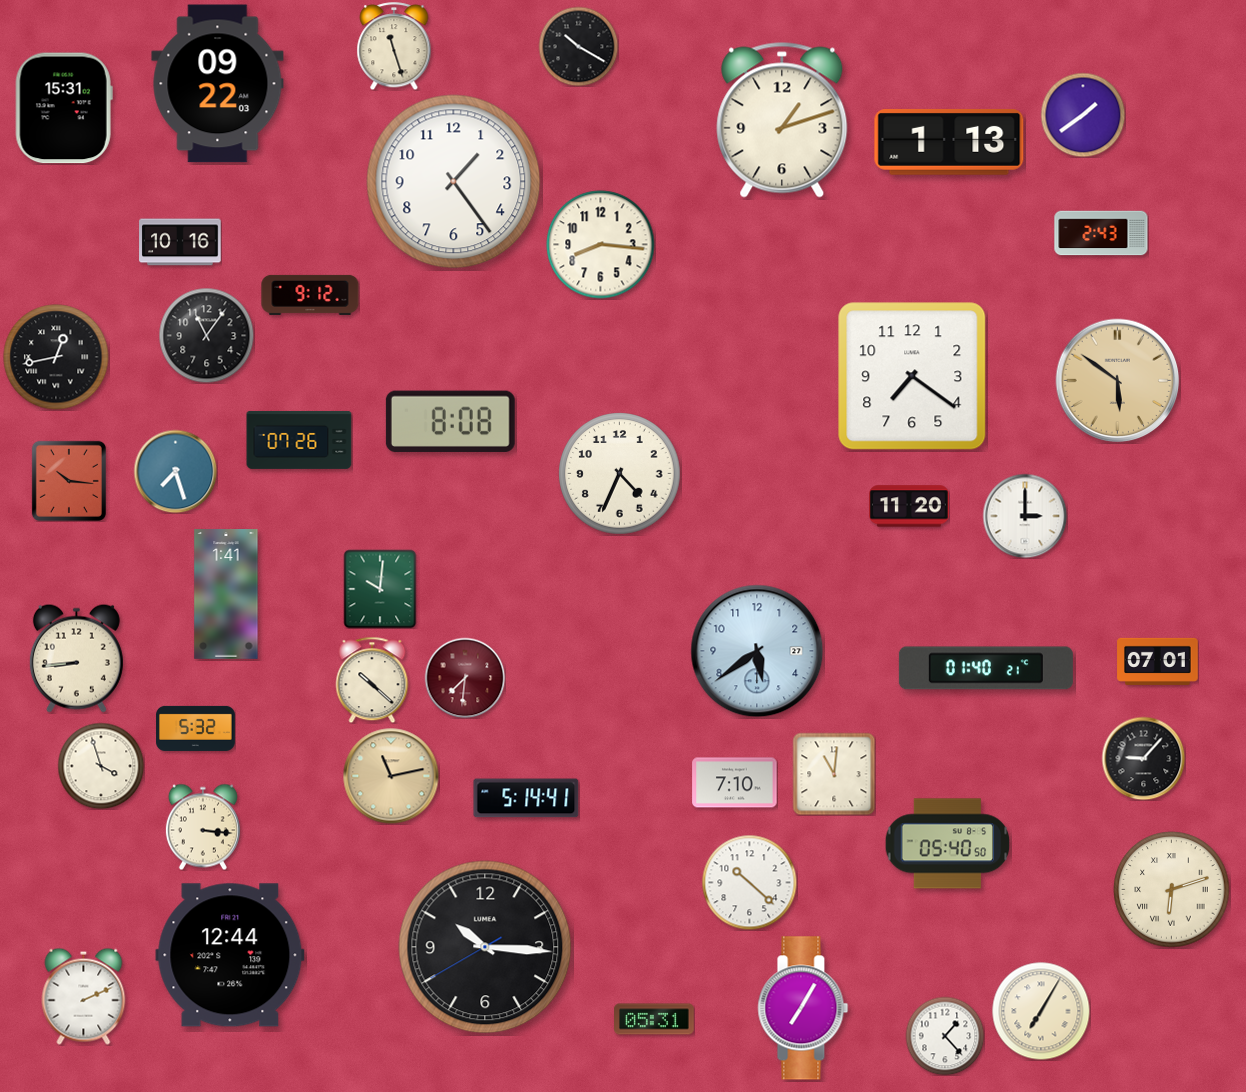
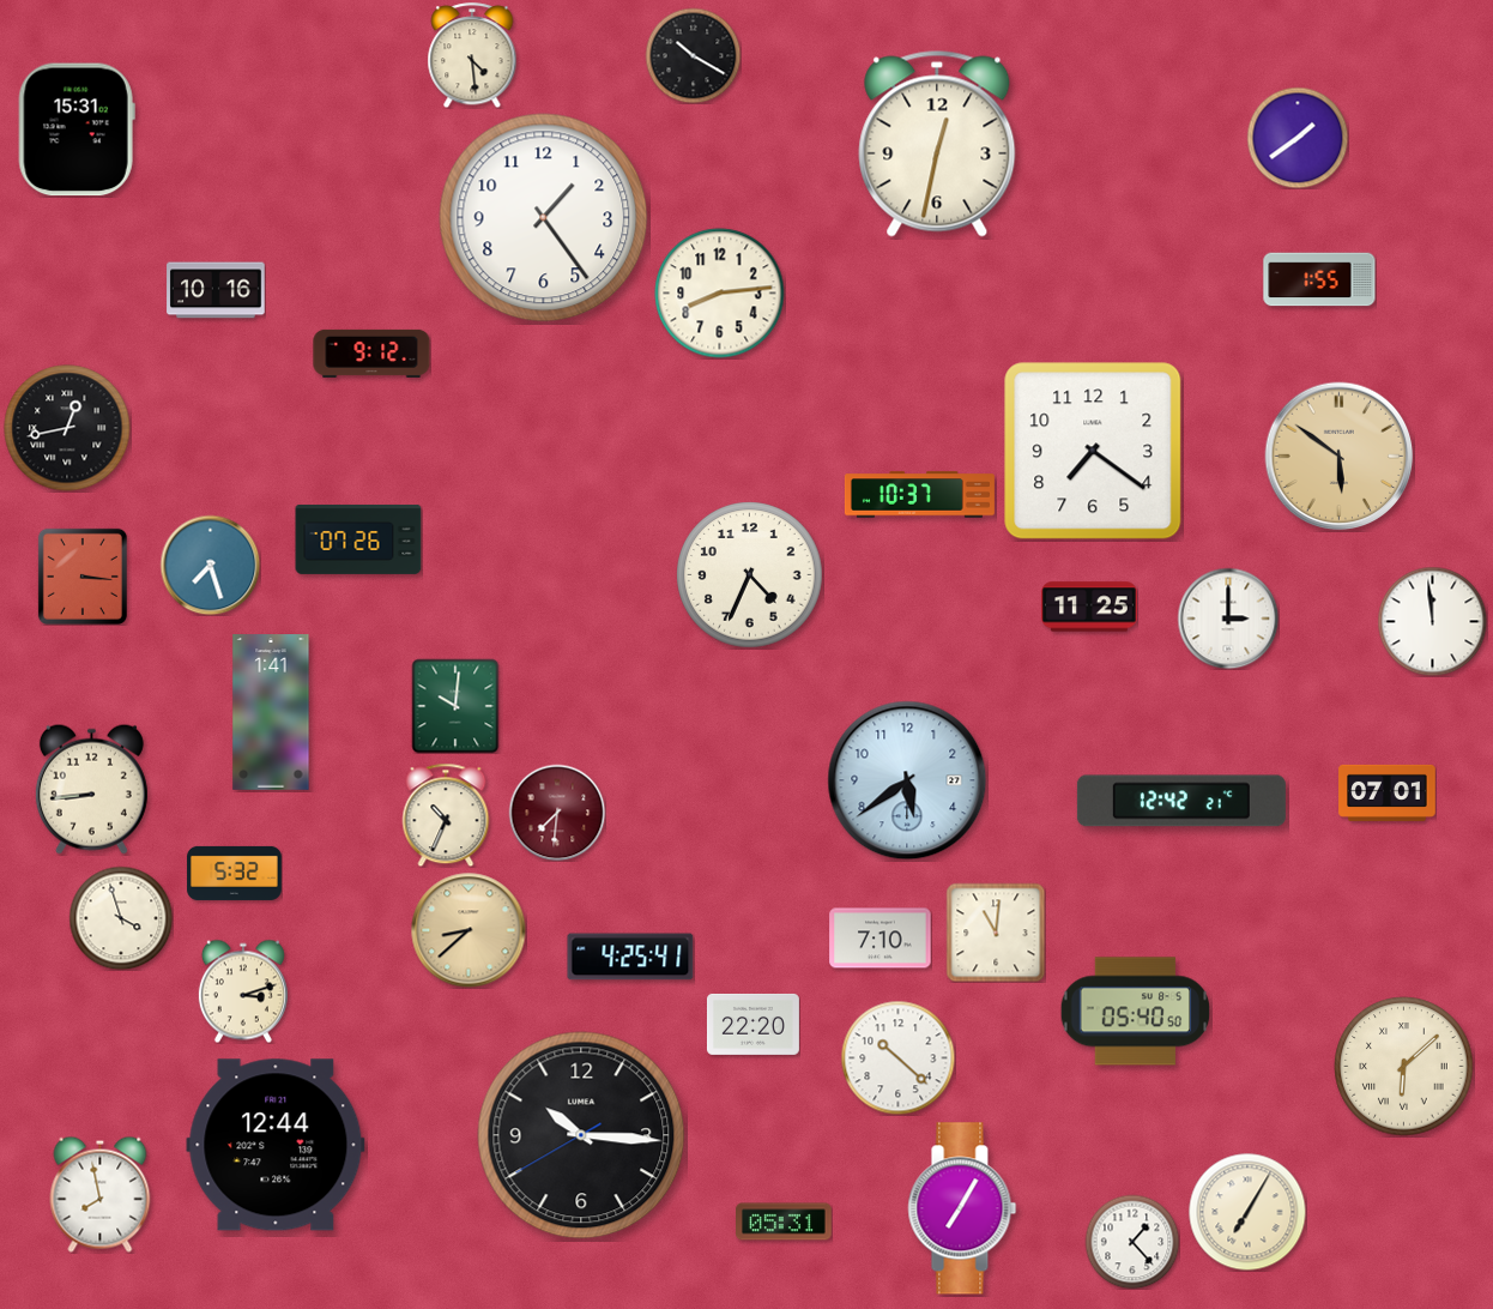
clock at (394, 46): 11:27 -> 4:29
clock at (218, 84): 09:22 -> none
clock at (782, 120): 1:12 -> 12:32
clock at (949, 143): 1:13 -> none
clock at (1101, 233): 2:43 -> 1:55
clock at (601, 245): 8:16 -> 8:14
clock at (206, 335): 11:06 -> none
clock at (919, 495): none -> 10:37
clock at (450, 421): 8:08 -> none
clock at (299, 440) position: (299, 440) -> (358, 539)
clock at (620, 474) position: (620, 474) -> (750, 575)
clock at (69, 481): 10:16 -> 3:16
clock at (909, 506): 11:20 -> 11:25
clock at (1432, 621): none -> 11:59
clock at (986, 668): 01:40 -> 12:42
clock at (372, 680): 10:22 -> 10:34
clock at (1143, 758): 9:07 -> none
clock at (834, 774) position: (834, 774) -> (996, 933)
clock at (391, 776): 11:13 -> 8:38
clock at (526, 798): 5:14 -> 4:25
clock at (203, 827): 3:16 -> 3:12
clock at (752, 1024): none -> 22:20
clock at (1172, 890): 6:12 -> 6:08
clock at (84, 996): 2:11 -> 7:58
